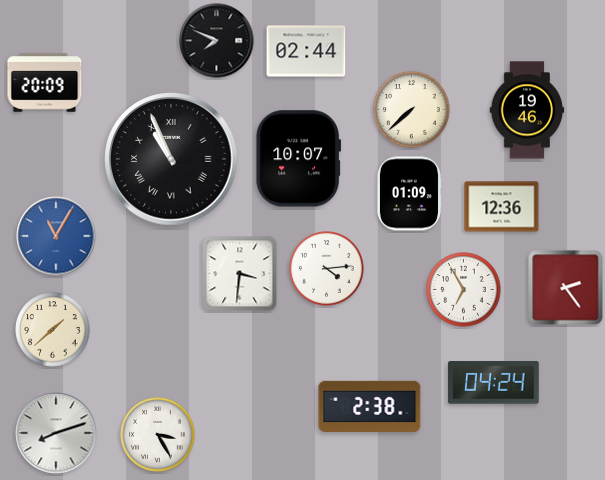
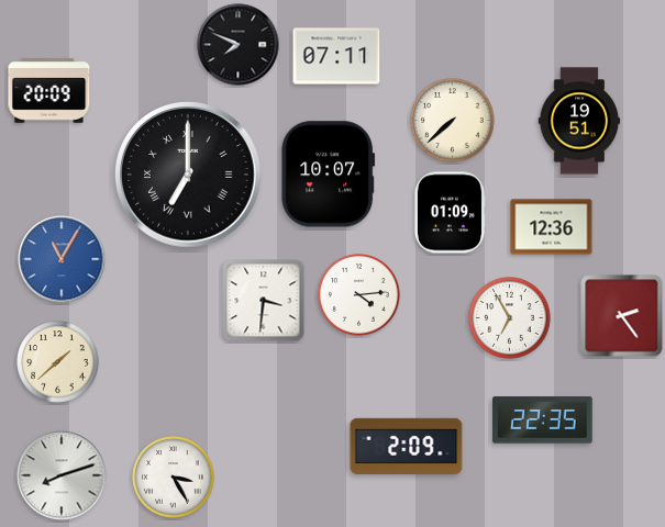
clock at (306, 51): 02:44 -> 07:11
clock at (527, 110): 19:46 -> 19:51
clock at (171, 159): 10:56 -> 7:00
clock at (494, 383): 04:24 -> 22:35
clock at (370, 406): 2:38 -> 2:09
